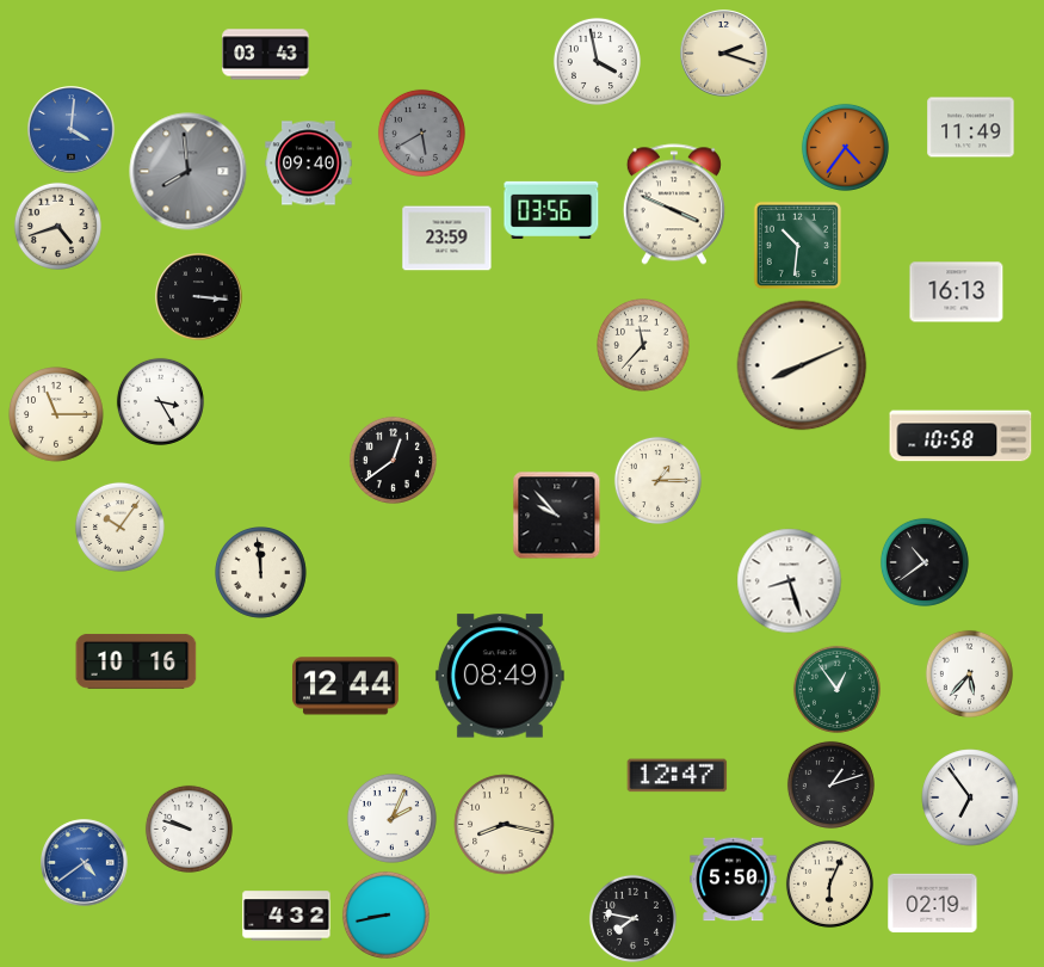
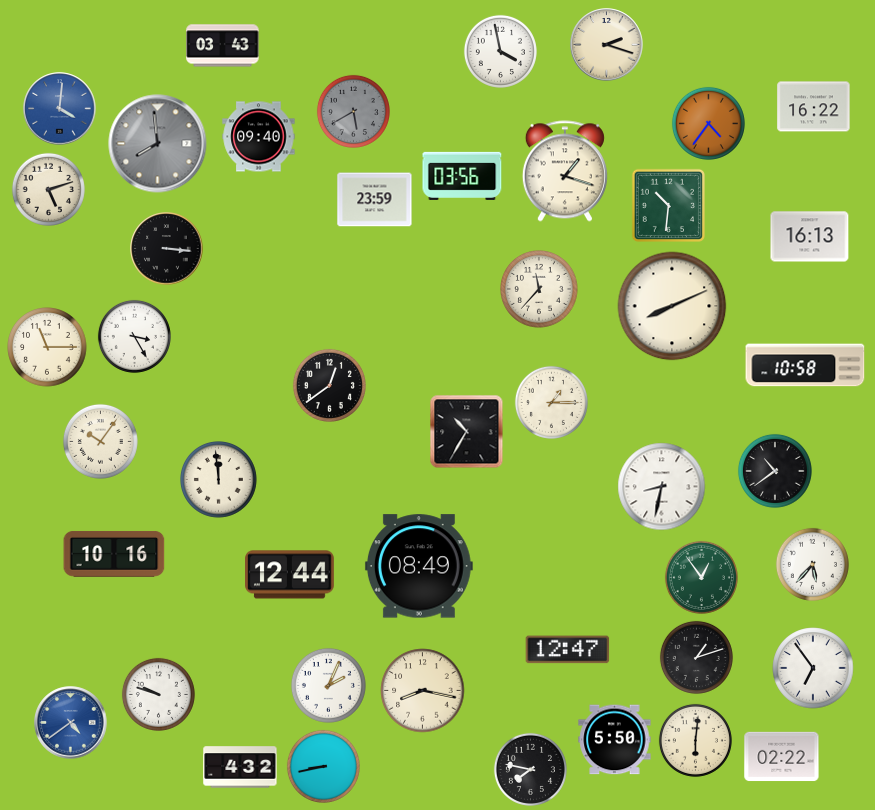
clock at (971, 128): 11:49 -> 16:22
clock at (674, 204): 3:49 -> 1:18
clock at (57, 226): 4:42 -> 5:12
clock at (957, 292) position: (957, 292) -> (810, 237)
clock at (557, 516): 9:53 -> 10:35
clock at (790, 581): 8:27 -> 8:32
clock at (734, 880) position: (734, 880) -> (615, 740)
clock at (829, 883): 6:04 -> 6:01
clock at (933, 904): 02:19 -> 02:22
